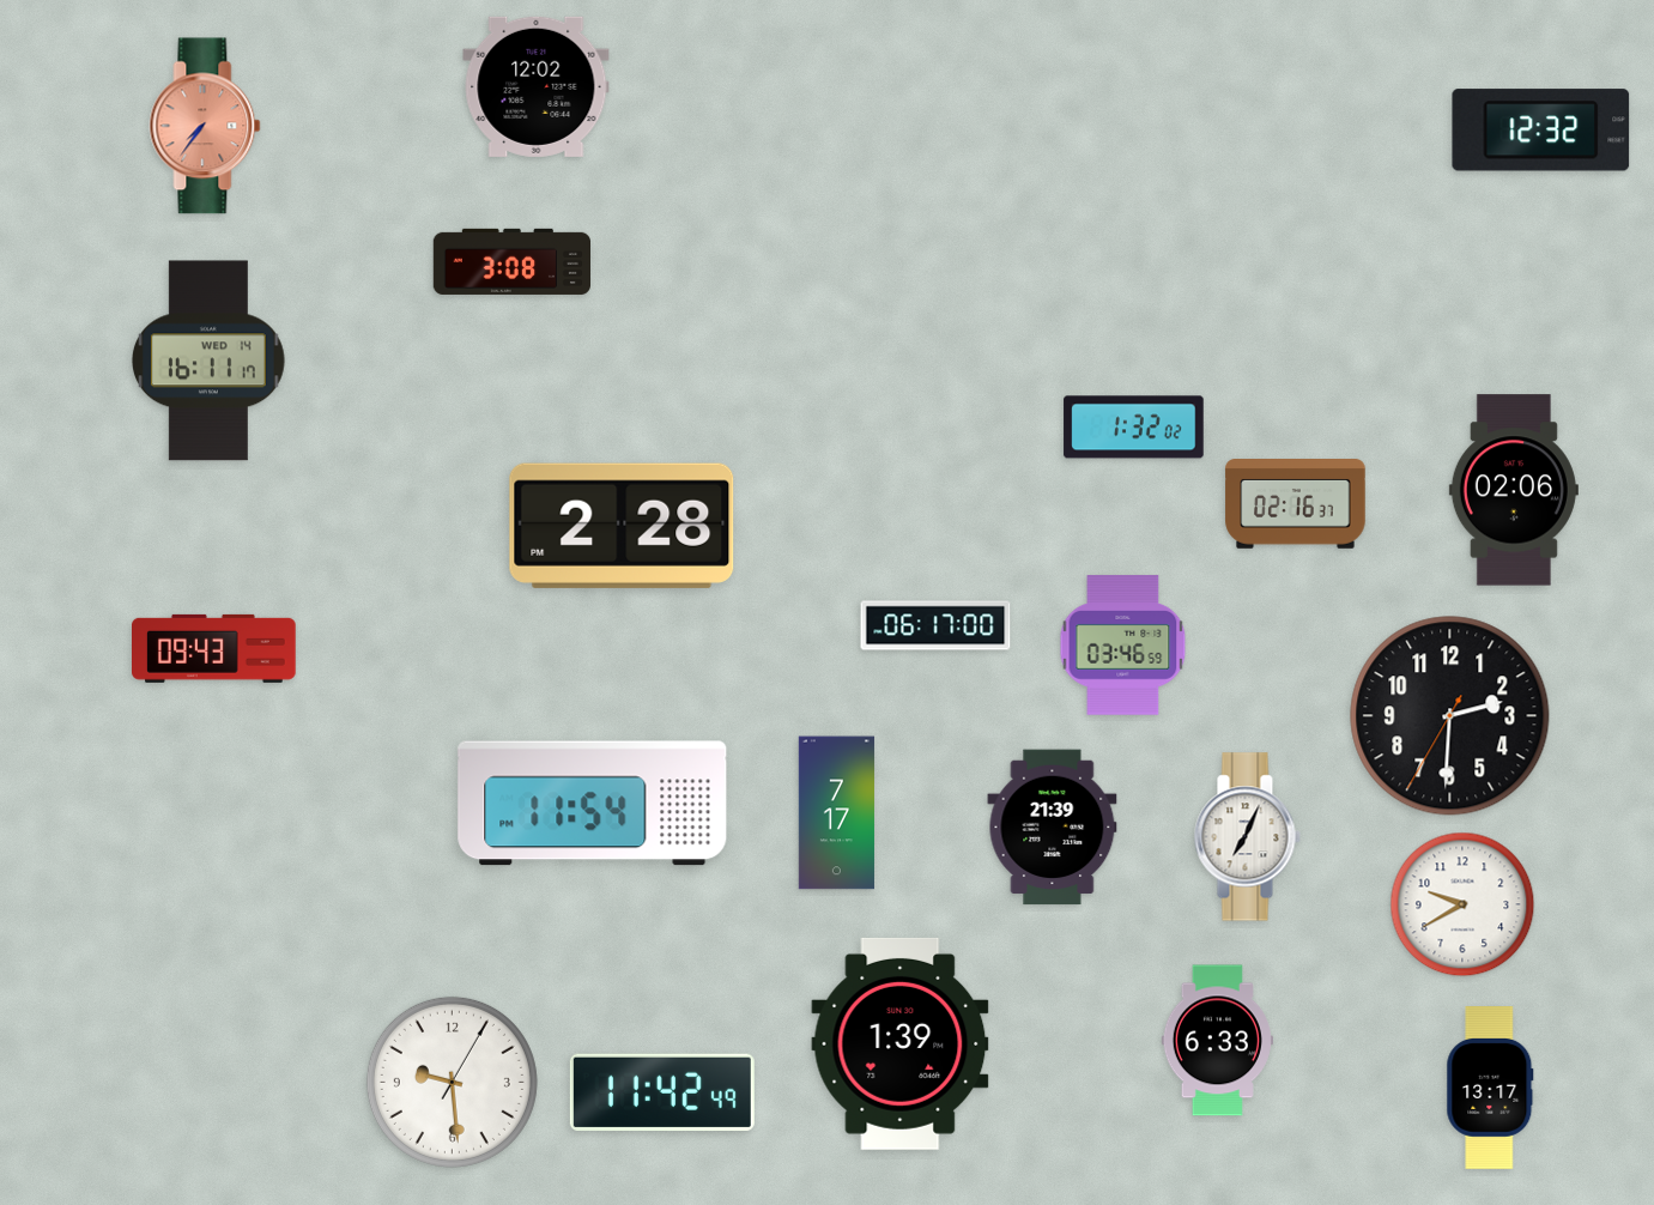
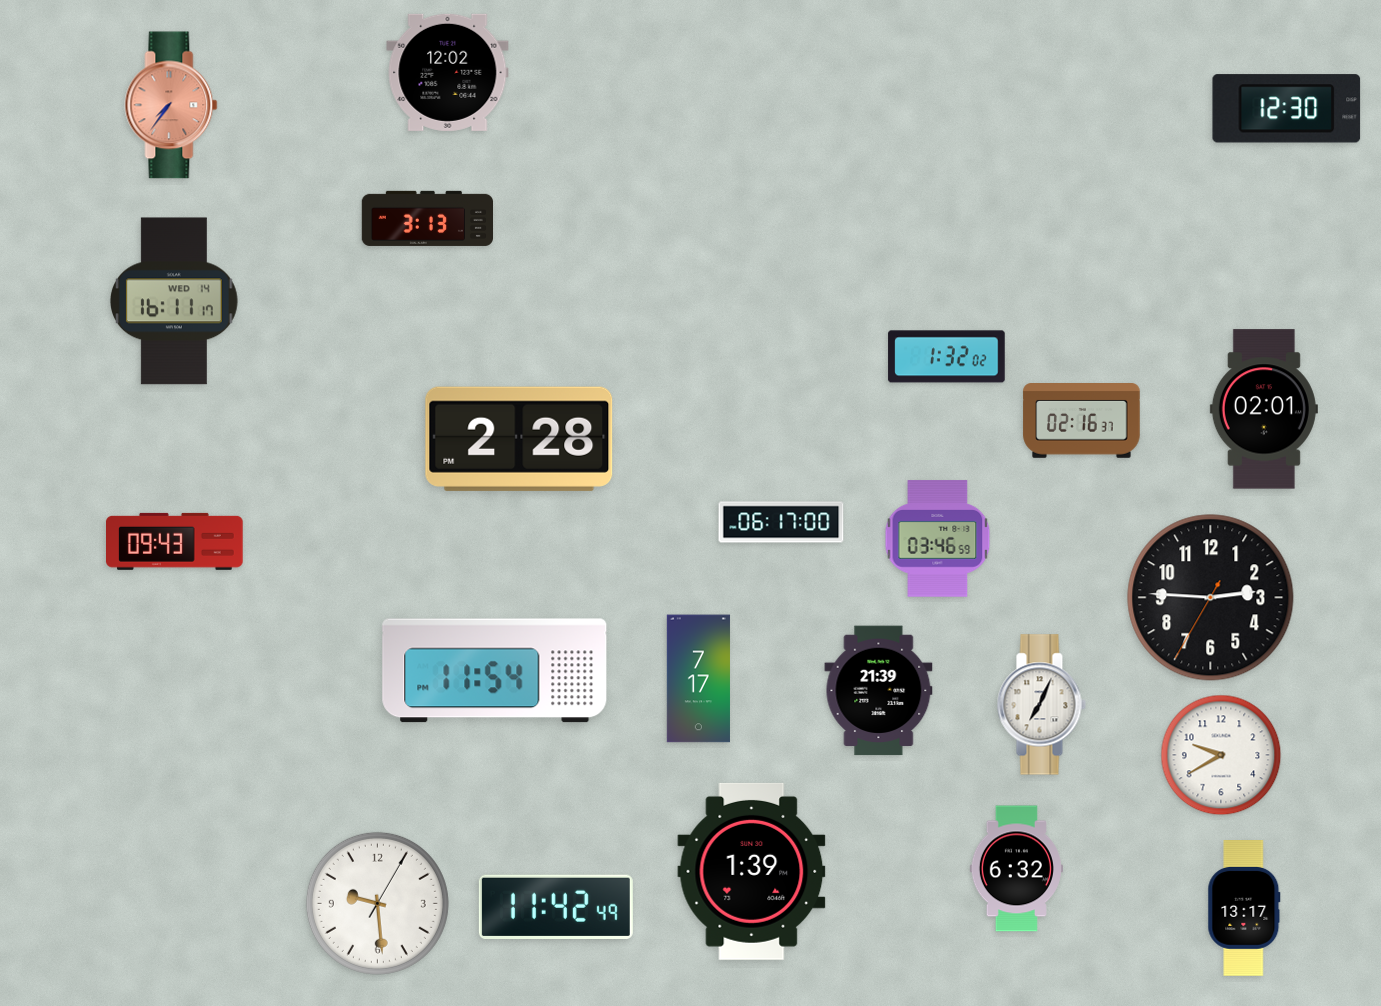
clock at (1541, 131): 12:32 -> 12:30
clock at (511, 261): 3:08 -> 3:13
clock at (1514, 490): 02:06 -> 02:01
clock at (214, 648) position: (214, 648) -> (175, 541)
clock at (1450, 716): 2:30 -> 2:45
clock at (1247, 837) position: (1247, 837) -> (1041, 705)
clock at (1217, 1041): 6:33 -> 6:32
clock at (662, 1091) position: (662, 1091) -> (556, 906)
